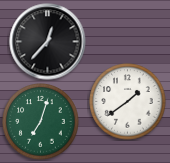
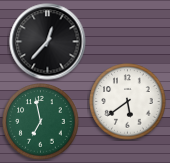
clock at (128, 102): 1:39 -> 5:39
clock at (41, 122): 7:03 -> 6:58
